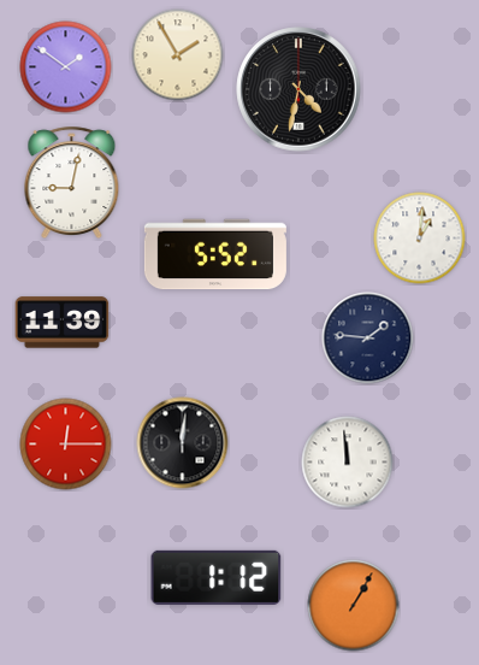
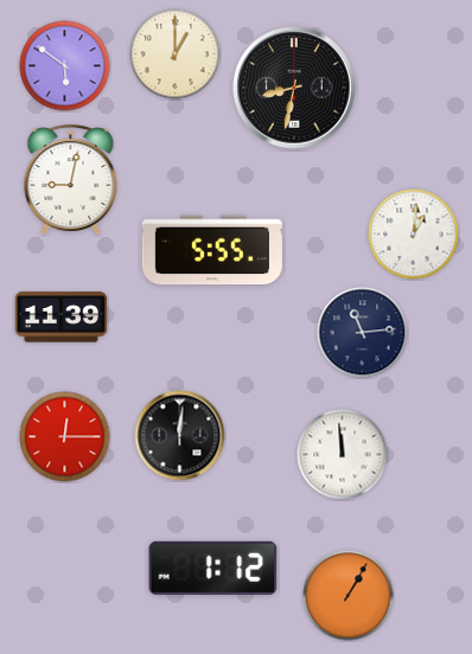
clock at (178, 55): 1:55 -> 1:00
clock at (66, 67): 1:51 -> 5:51
clock at (298, 89): 4:32 -> 8:32
clock at (215, 254): 5:52 -> 5:55
clock at (368, 339): 1:46 -> 11:14
